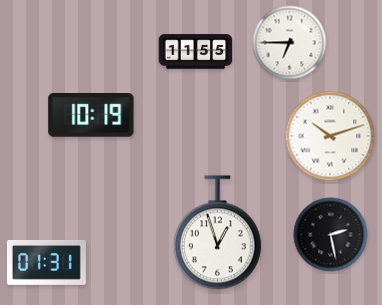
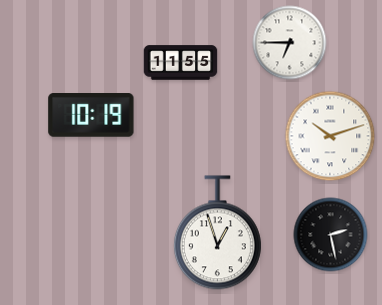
clock at (196, 52) position: (196, 52) -> (181, 63)
clock at (46, 262): 01:31 -> none
